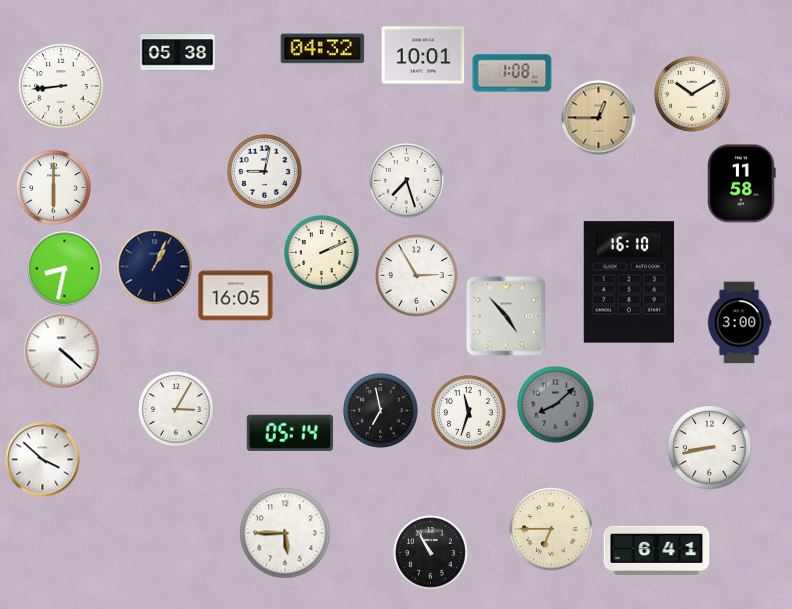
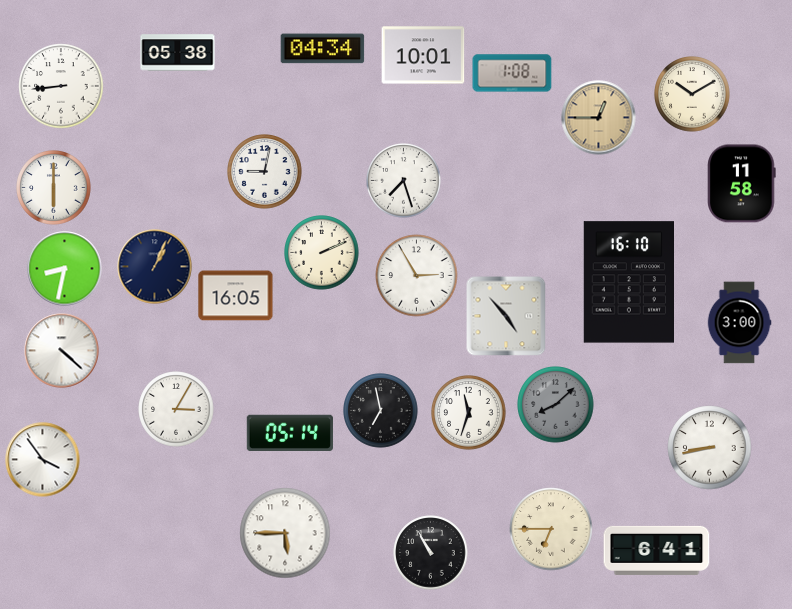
clock at (323, 49): 04:32 -> 04:34
clock at (407, 181) position: (407, 181) -> (404, 181)
clock at (43, 460): 3:52 -> 3:54
